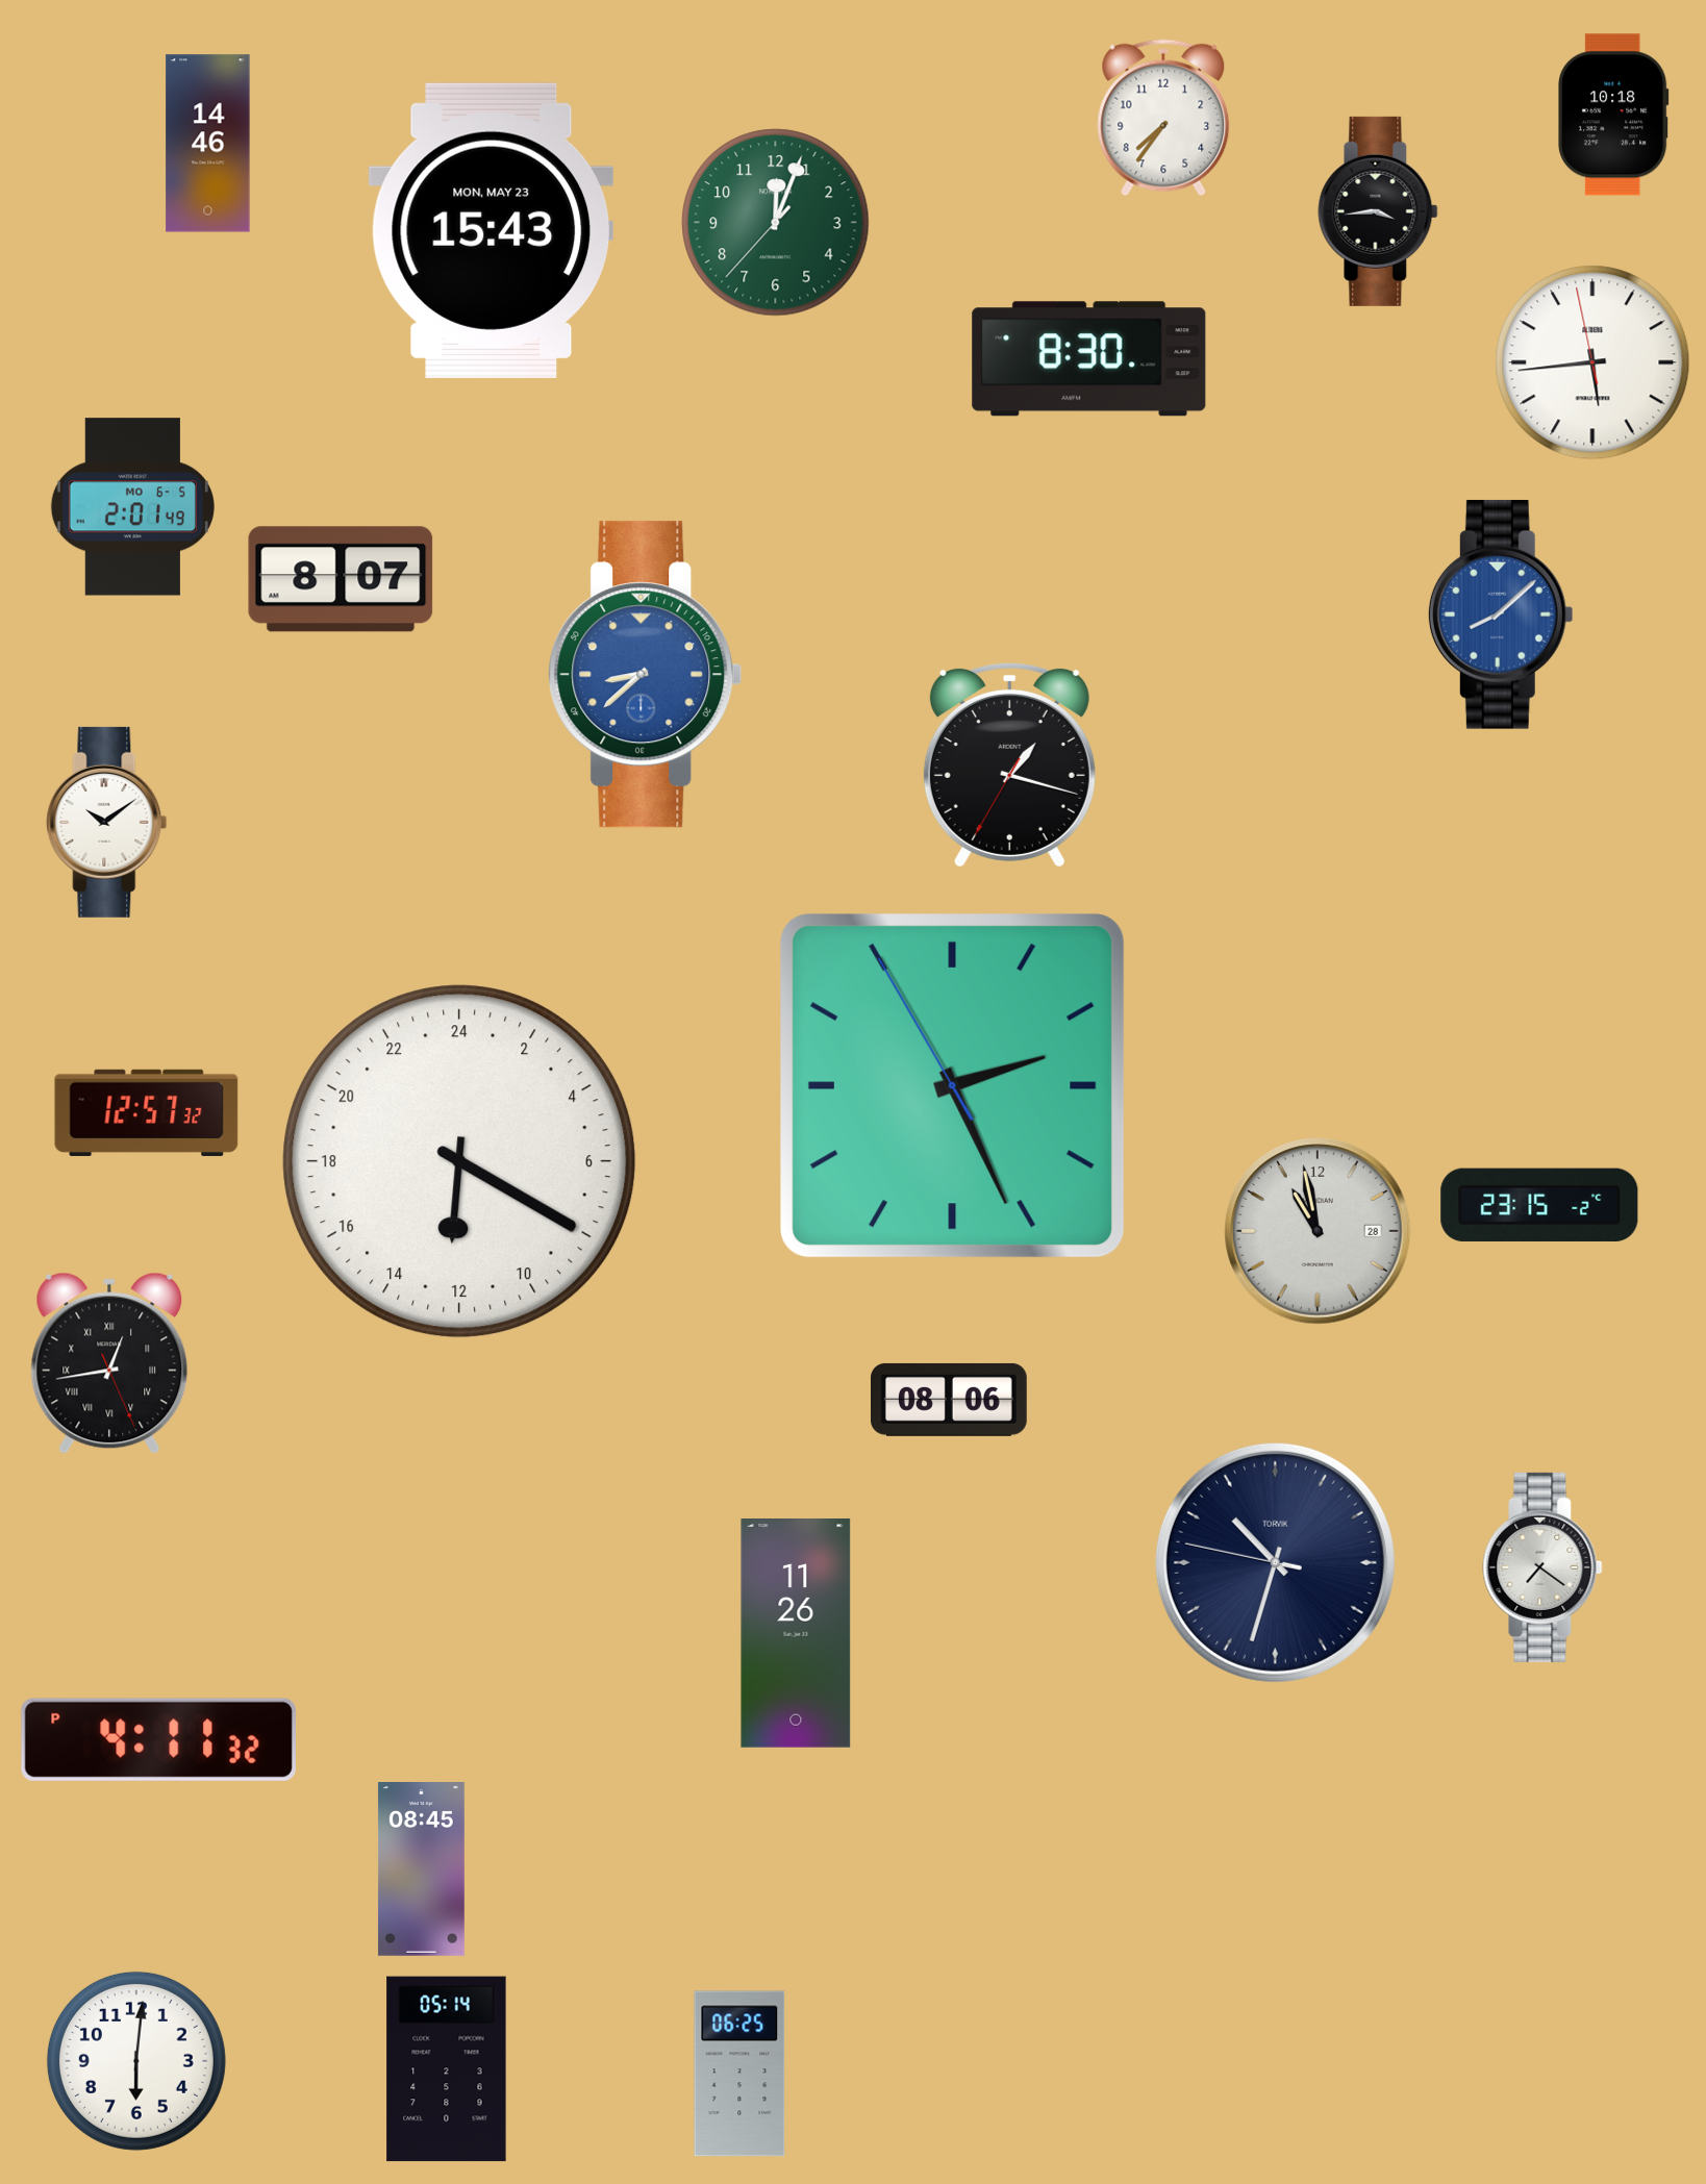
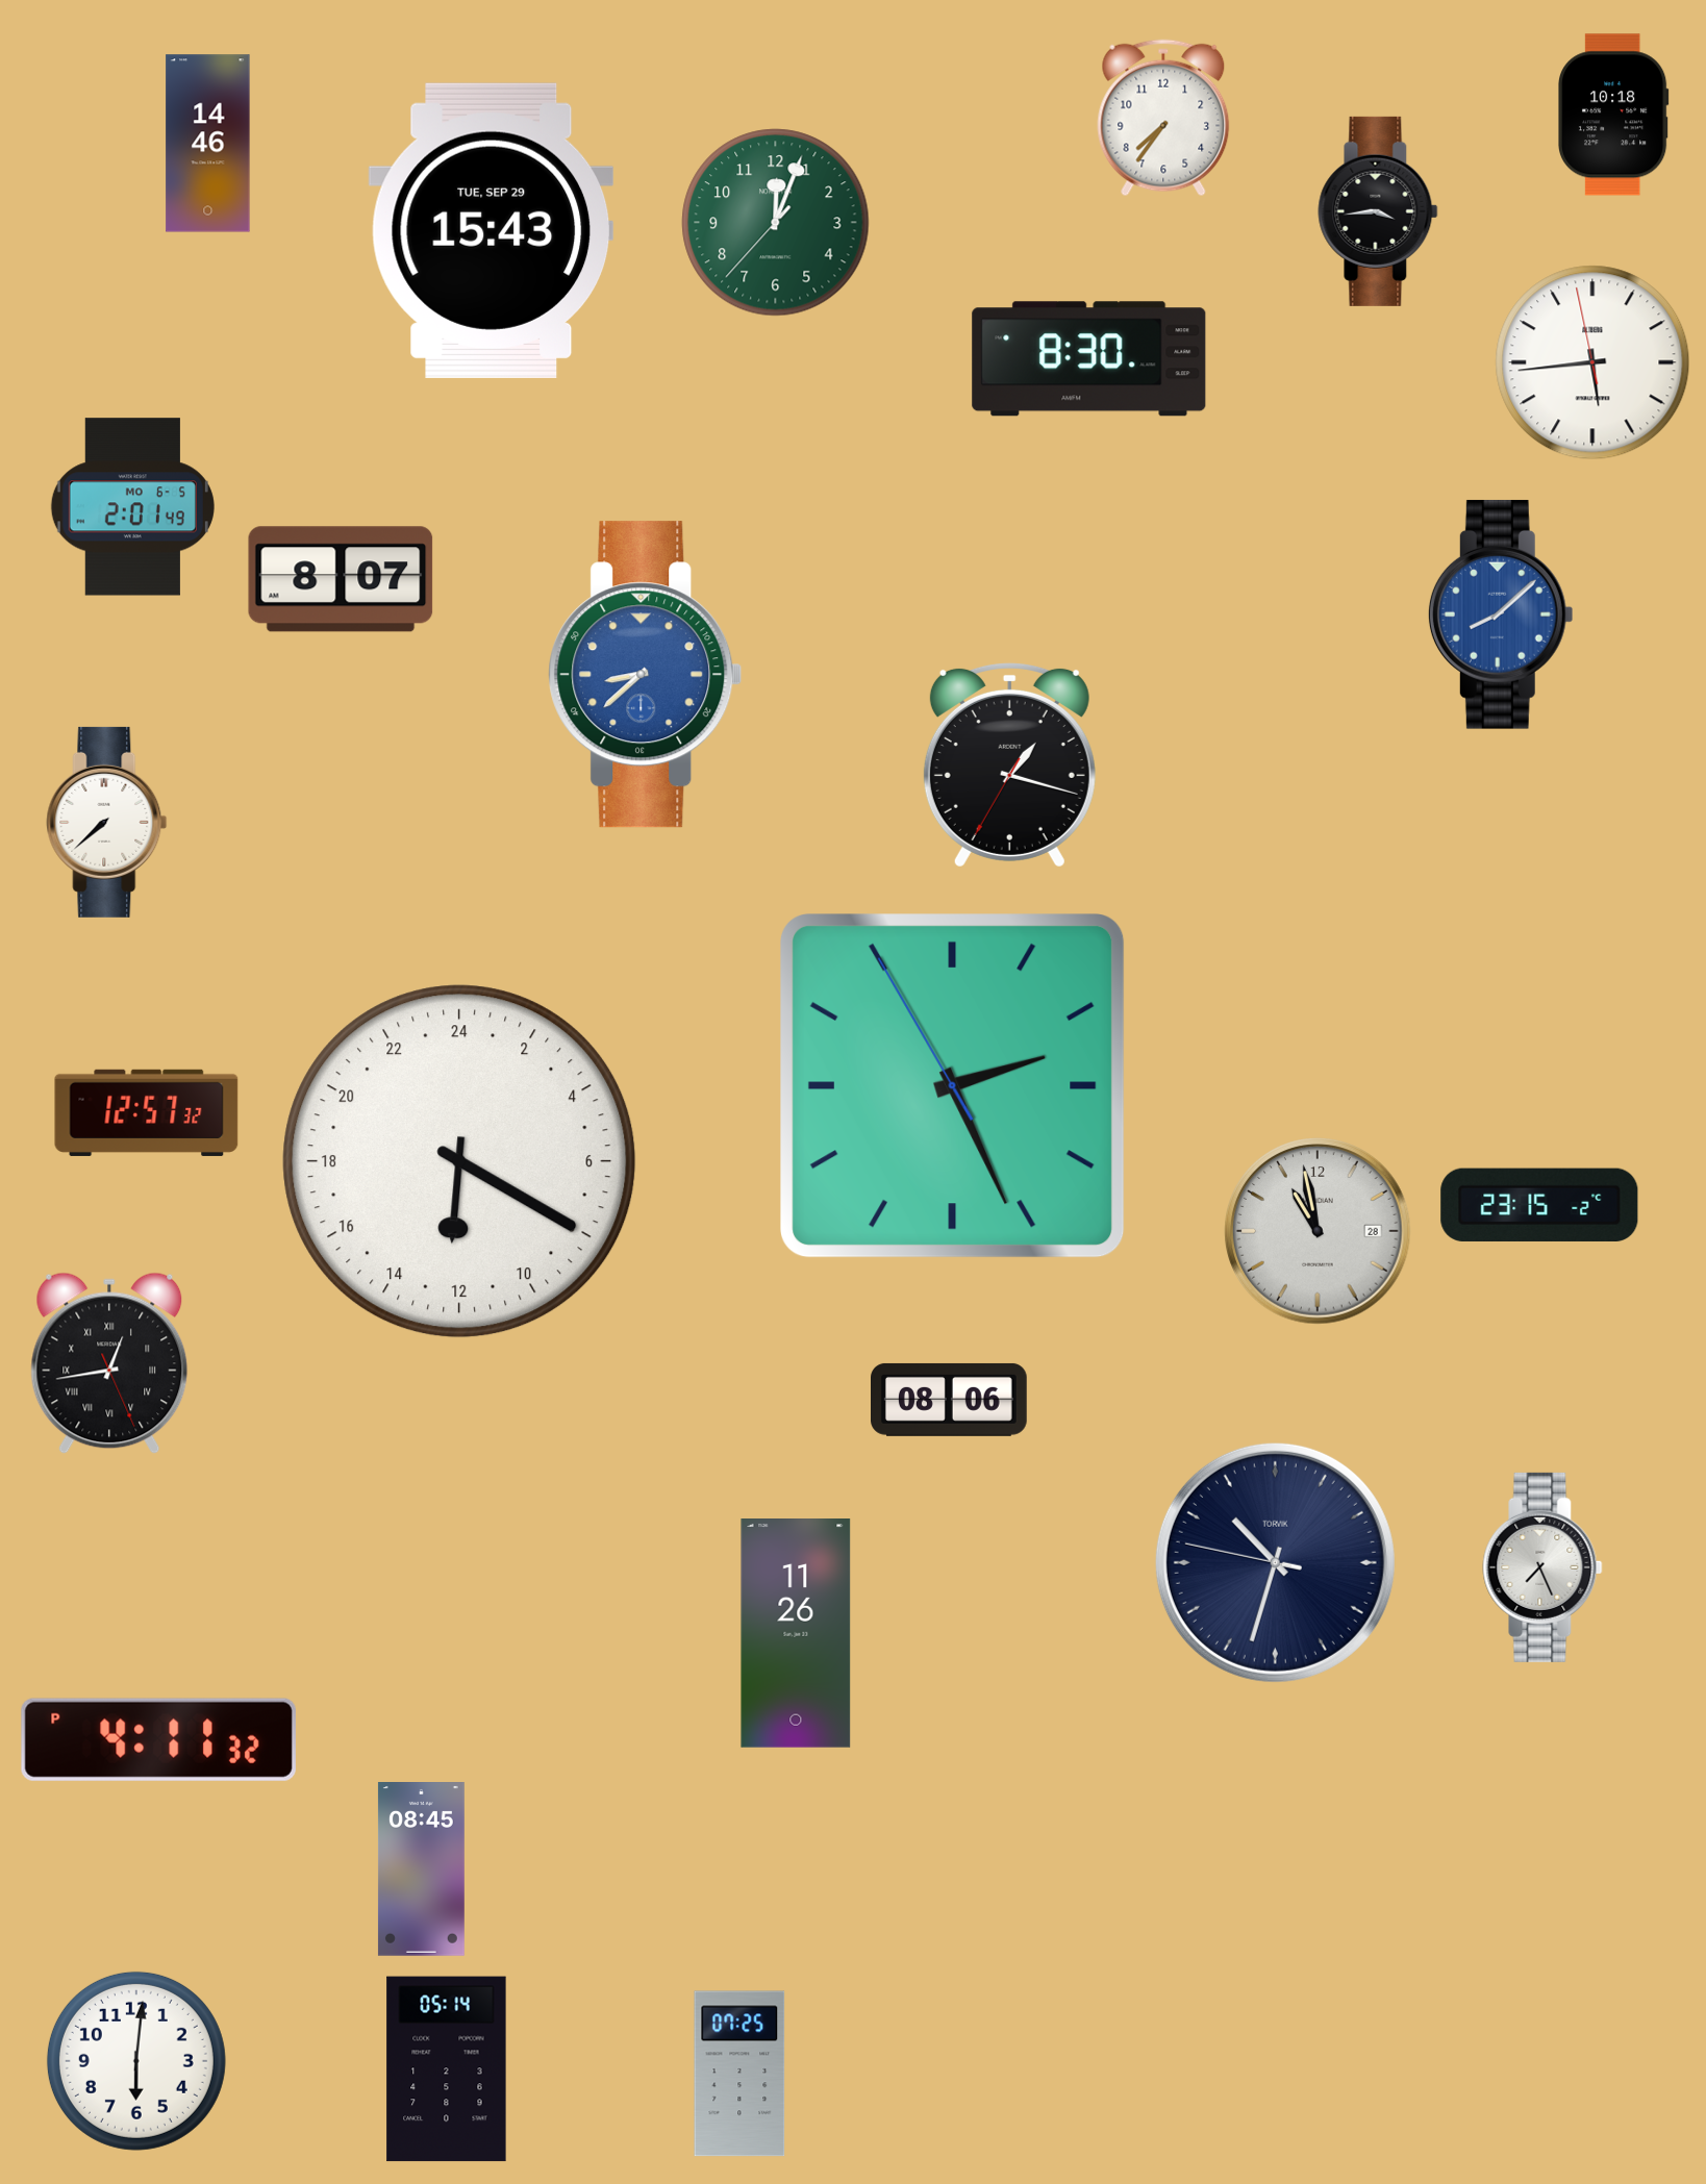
clock at (491, 230) date: MON, MAY 23 -> TUE, SEP 29
clock at (107, 822): 10:09 -> 7:38
clock at (1542, 1567): 7:21 -> 7:26
clock at (739, 2074): 06:25 -> 07:25
